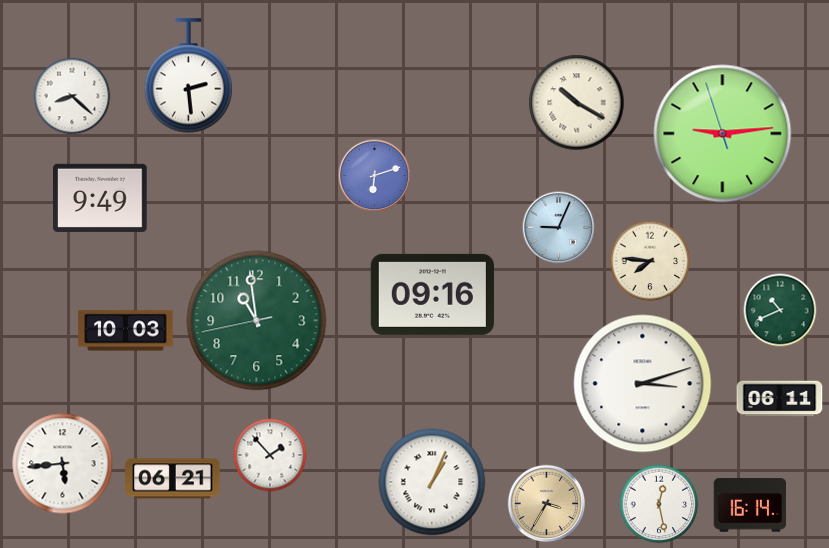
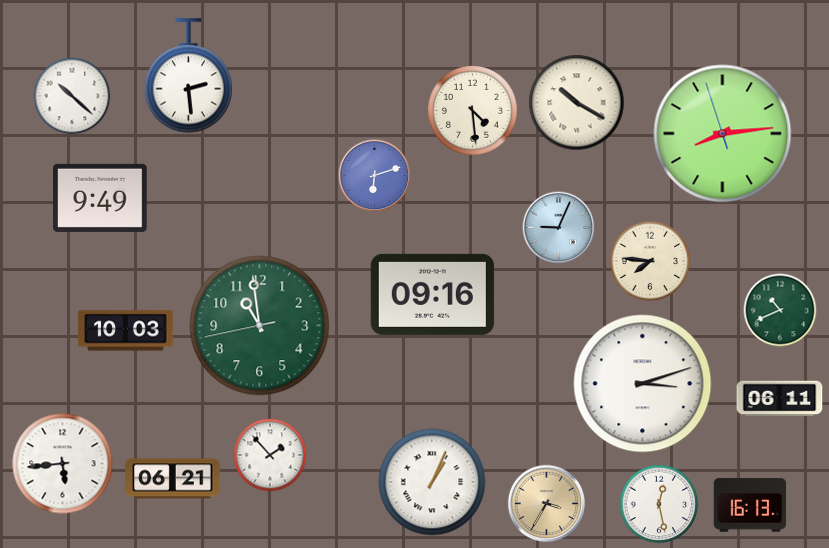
clock at (72, 96): 8:22 -> 10:22
clock at (473, 111): none -> 4:29
clock at (723, 134): 9:13 -> 8:13
clock at (257, 321) position: (257, 321) -> (260, 326)
clock at (750, 505): 16:14 -> 16:13
